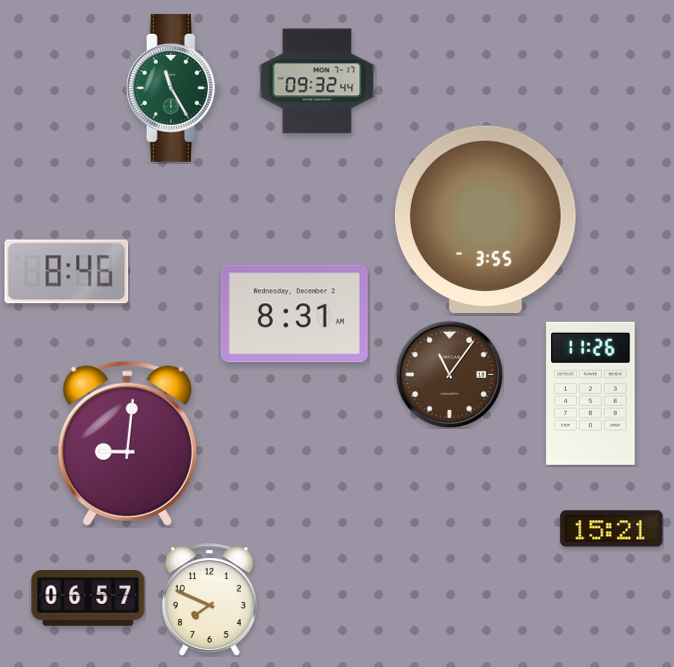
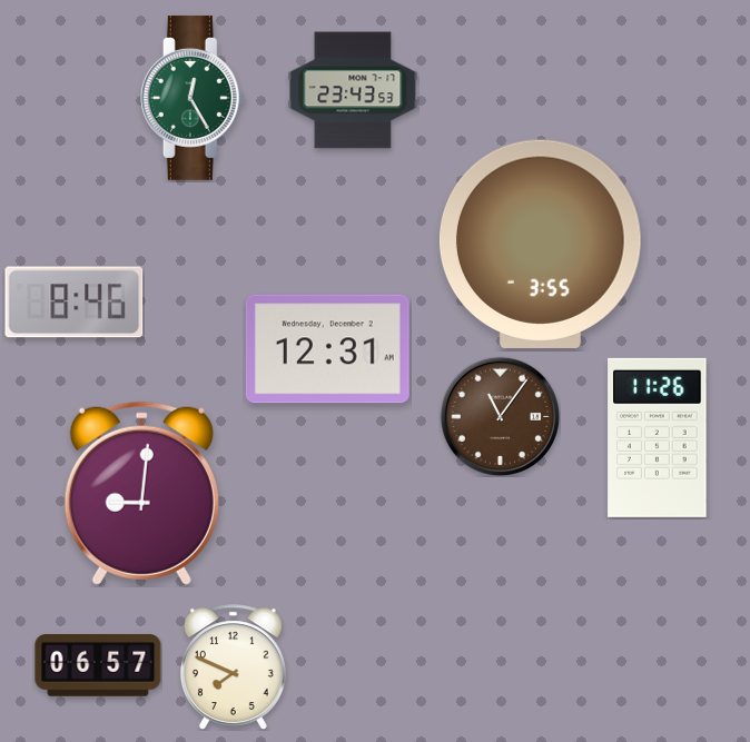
clock at (317, 81): 09:32 -> 23:43
clock at (173, 88): 11:25 -> 12:25
clock at (294, 314): 8:31 -> 12:31
clock at (612, 529): 15:21 -> none
